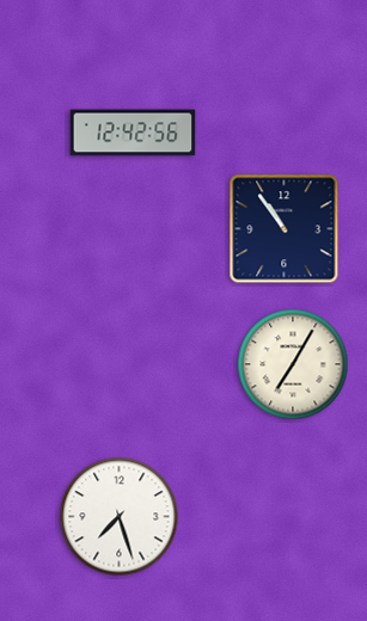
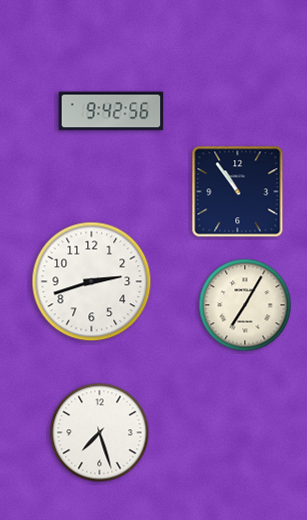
clock at (133, 133): 12:42 -> 9:42
clock at (92, 282): none -> 2:42
